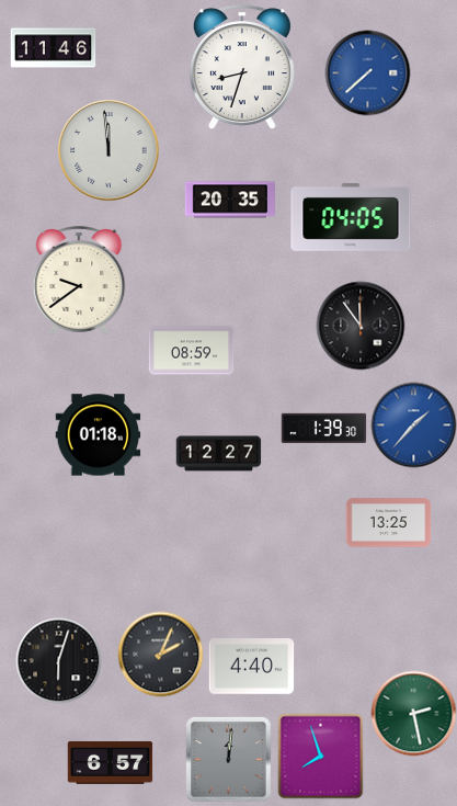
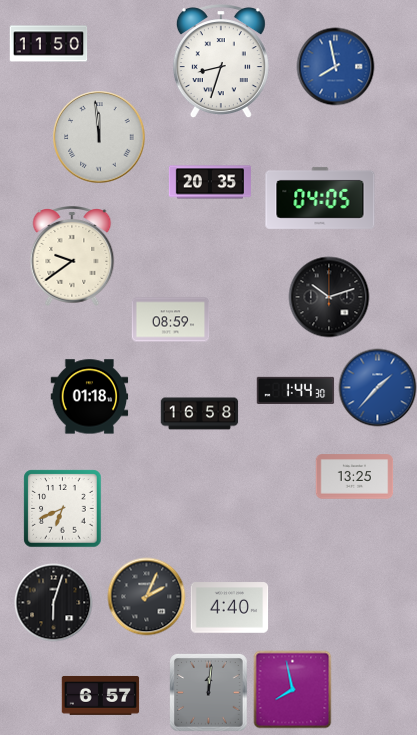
clock at (53, 48): 11:46 -> 11:50
clock at (367, 72): 7:38 -> 7:58
clock at (361, 326): 11:54 -> 10:12
clock at (191, 351) position: (191, 351) -> (170, 320)
clock at (323, 428): 1:39 -> 1:44
clock at (218, 454): 12:27 -> 16:58
clock at (62, 508): none -> 6:41
clock at (413, 713): 2:28 -> none
clock at (320, 756): 7:57 -> 7:58
